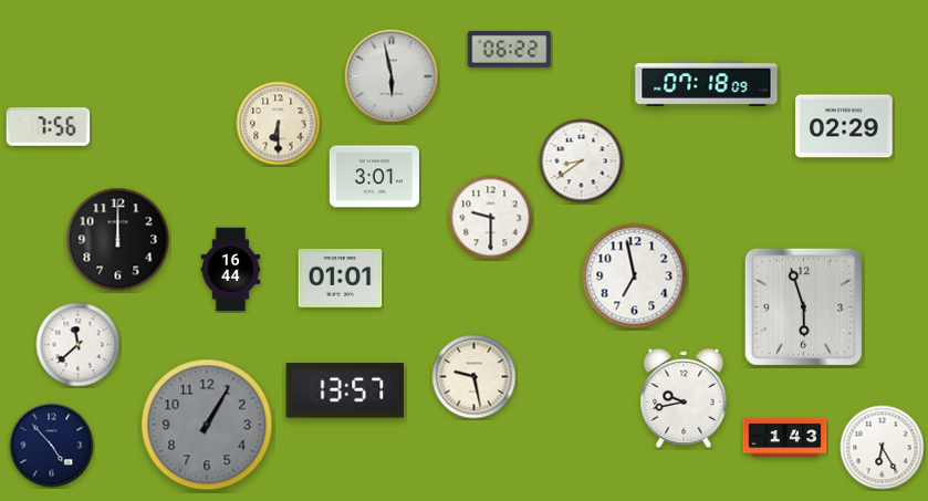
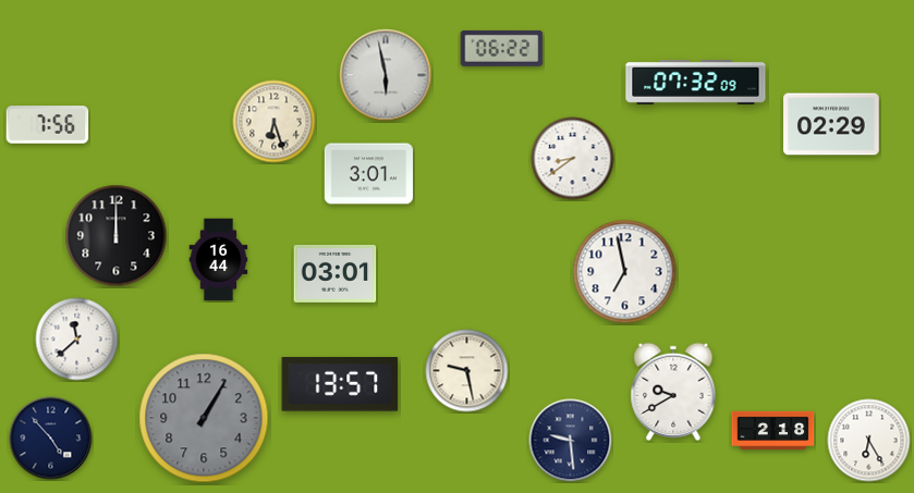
clock at (707, 83): 07:18 -> 07:32
clock at (279, 124): 6:30 -> 6:27
clock at (491, 218): 9:30 -> none
clock at (231, 270) position: (231, 270) -> (219, 260)
clock at (341, 278): 01:01 -> 03:01
clock at (803, 306): 5:57 -> none
clock at (684, 398): 9:43 -> 9:40
clock at (785, 437): 1:43 -> 2:18
clock at (571, 441): none -> 9:29
